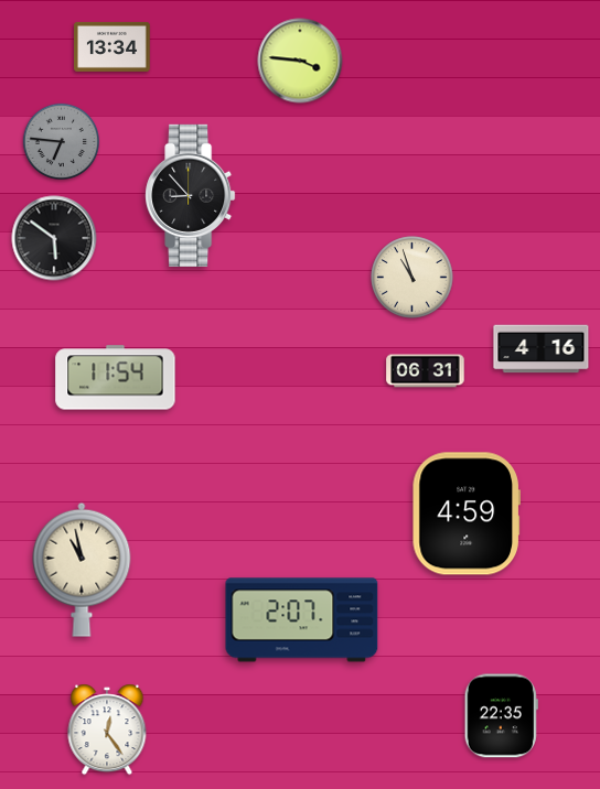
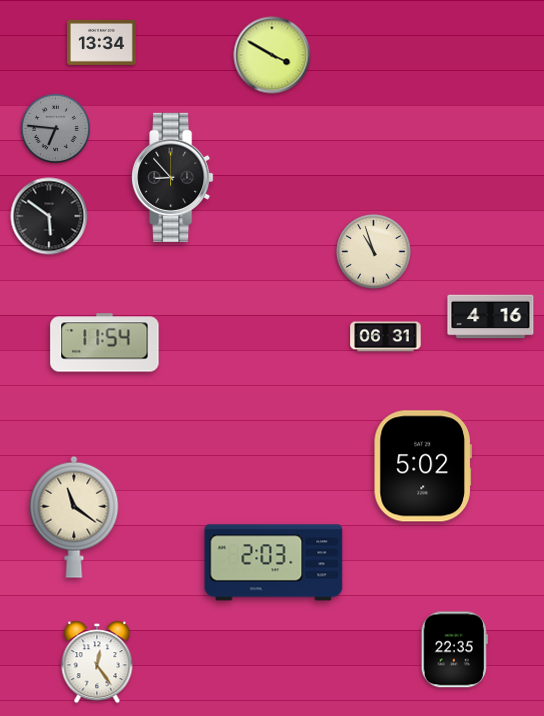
clock at (300, 61): 3:46 -> 3:50
clock at (467, 514): 4:59 -> 5:02
clock at (82, 570): 10:58 -> 11:21
clock at (302, 620): 2:07 -> 2:03
